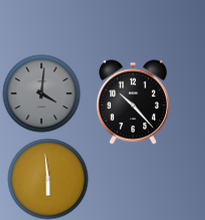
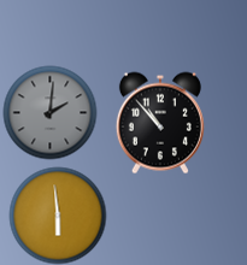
clock at (41, 93): 4:01 -> 2:01
clock at (133, 102): 10:23 -> 10:53
